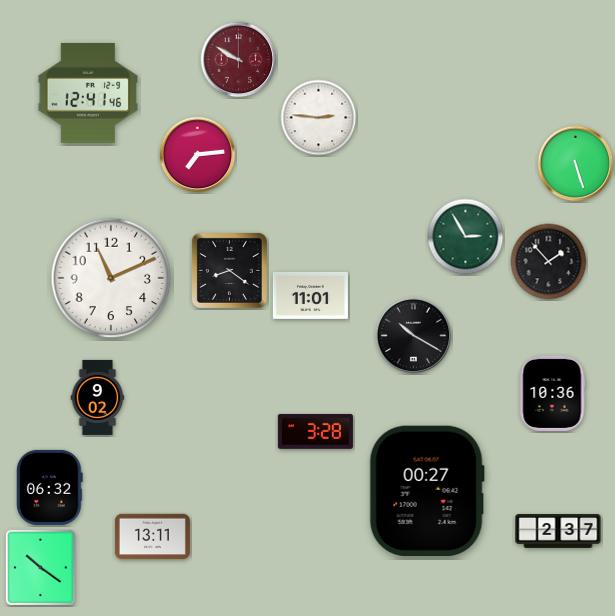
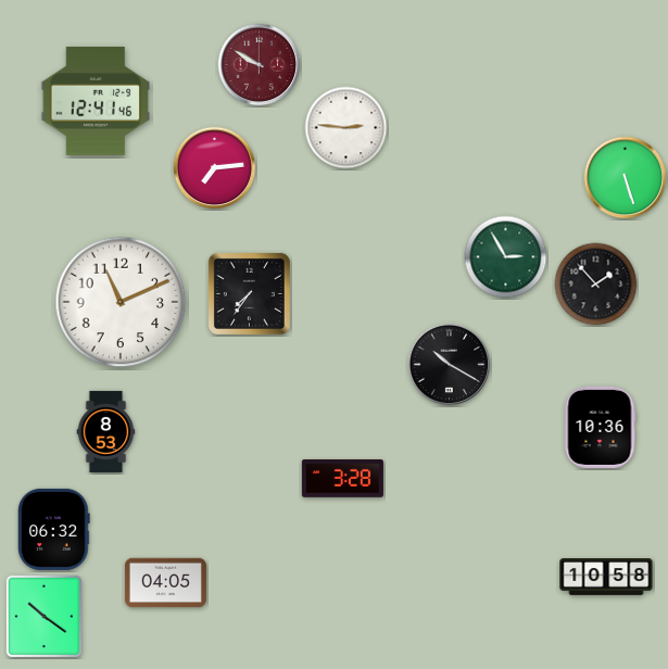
clock at (229, 270): 8:21 -> 7:36
clock at (310, 295): 11:01 -> none
clock at (98, 397): 9:02 -> 8:53
clock at (315, 431) position: (315, 431) -> (342, 478)
clock at (427, 490): 00:27 -> none
clock at (558, 532): 2:37 -> 10:58
clock at (152, 537): 13:11 -> 04:05
